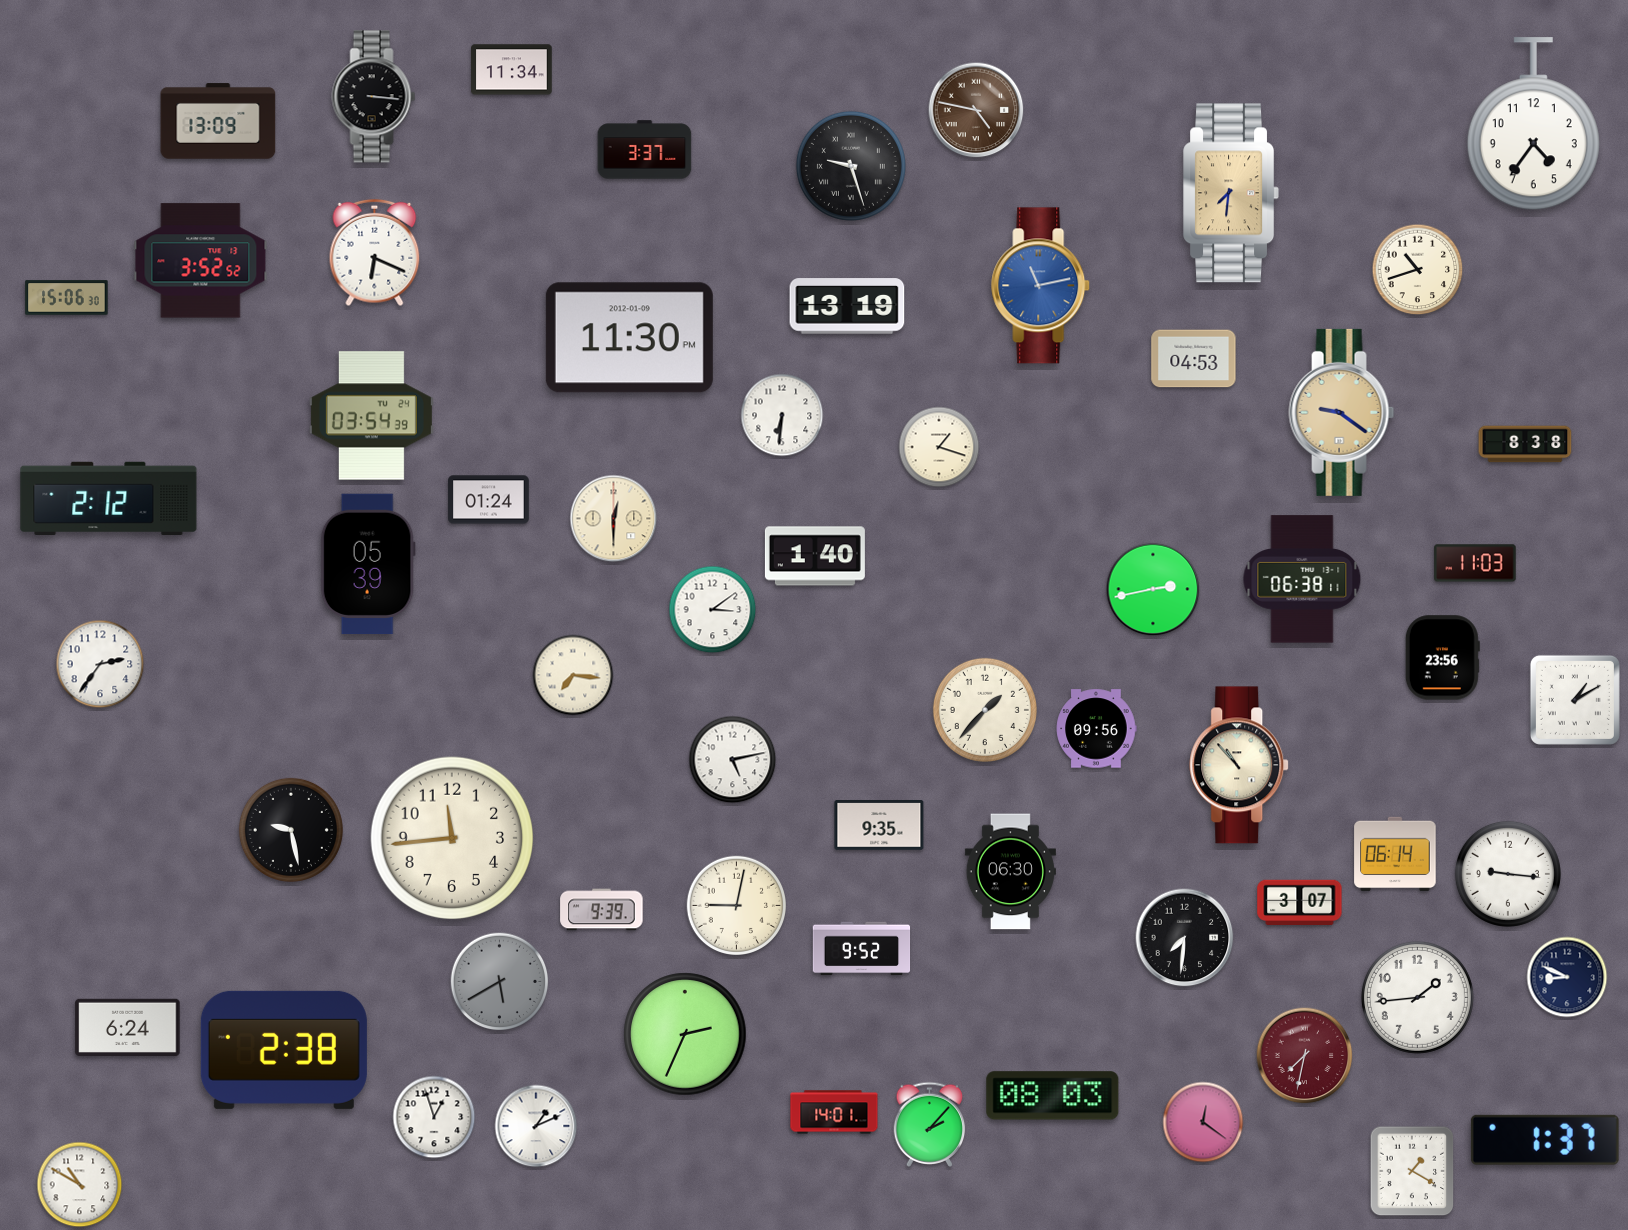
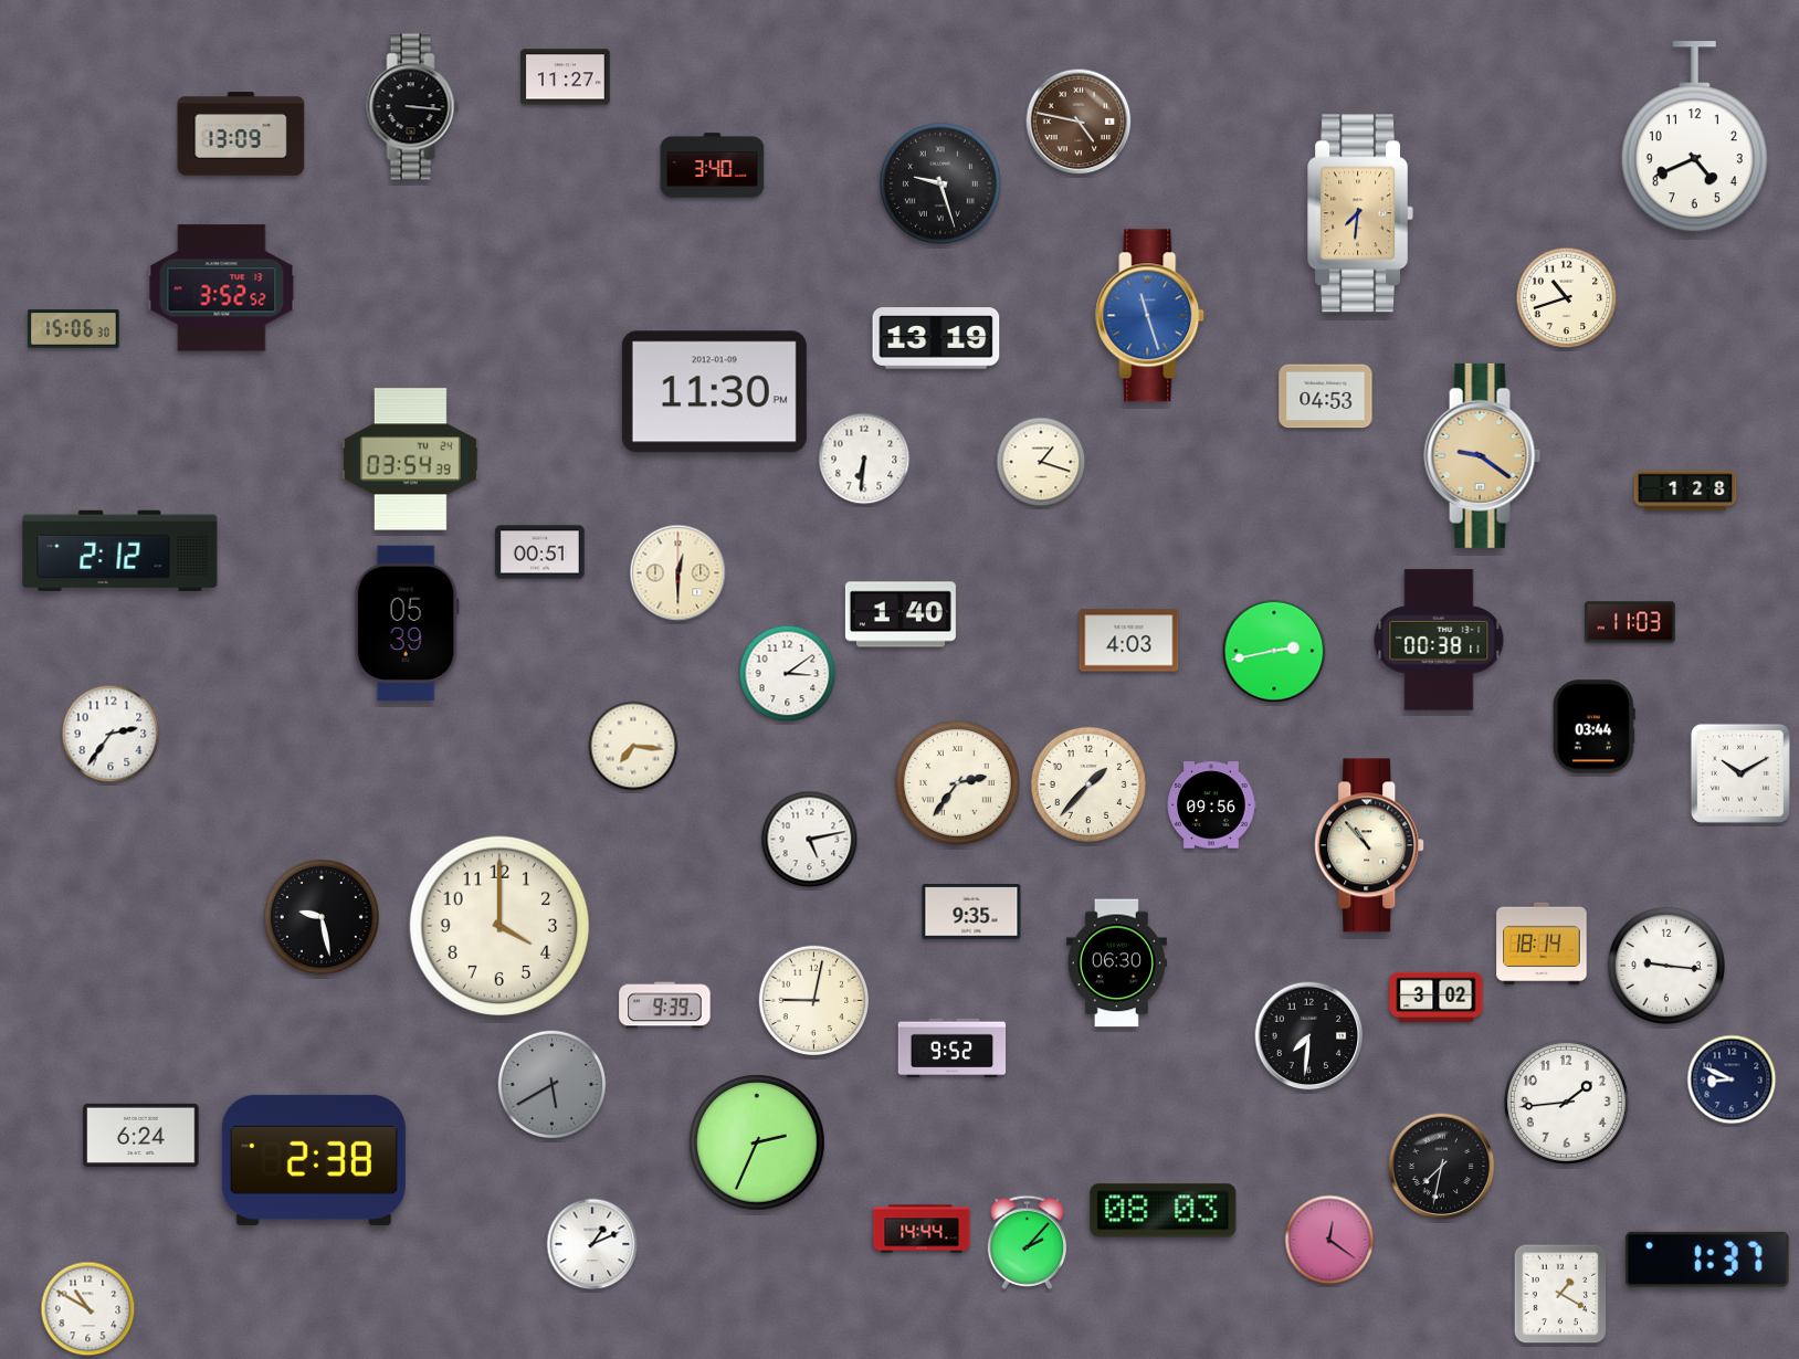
clock at (512, 70): 11:34 -> 11:27
clock at (1533, 124): 4:36 -> 4:41
clock at (645, 150): 3:37 -> 3:40
clock at (375, 253): 6:19 -> none
clock at (1041, 286): 11:13 -> 11:27
clock at (629, 338) position: (629, 338) -> (714, 392)
clock at (1194, 359) position: (1194, 359) -> (1326, 397)
clock at (1525, 444): 8:38 -> 1:28
clock at (939, 447) position: (939, 447) -> (1041, 462)
clock at (489, 500): 01:24 -> 00:51
clock at (1302, 579): 06:38 -> 00:38
clock at (1129, 641): none -> 4:03
clock at (1442, 658): 23:56 -> 03:44
clock at (1575, 700): 1:10 -> 10:10
clock at (957, 782): none -> 2:36
clock at (452, 838): 11:44 -> 4:00
clock at (1395, 854): 06:14 -> 18:14
clock at (1300, 902): 3:07 -> 3:02
clock at (1305, 1056) dial: burgundy -> black
clock at (834, 1112): 14:01 -> 14:44
clock at (434, 1117): 12:57 -> none
